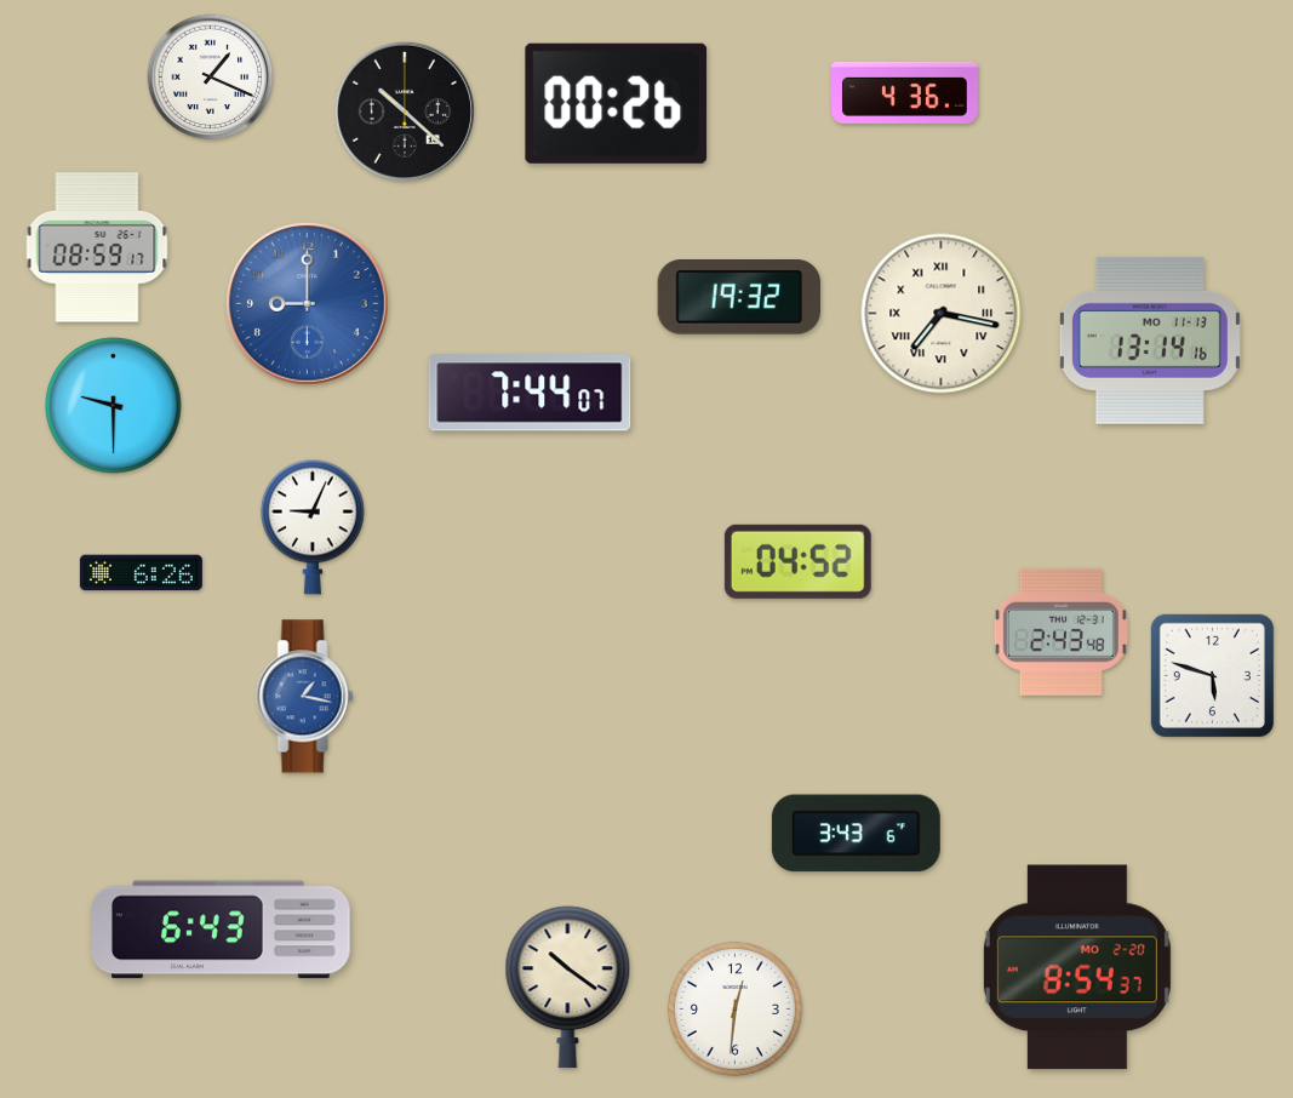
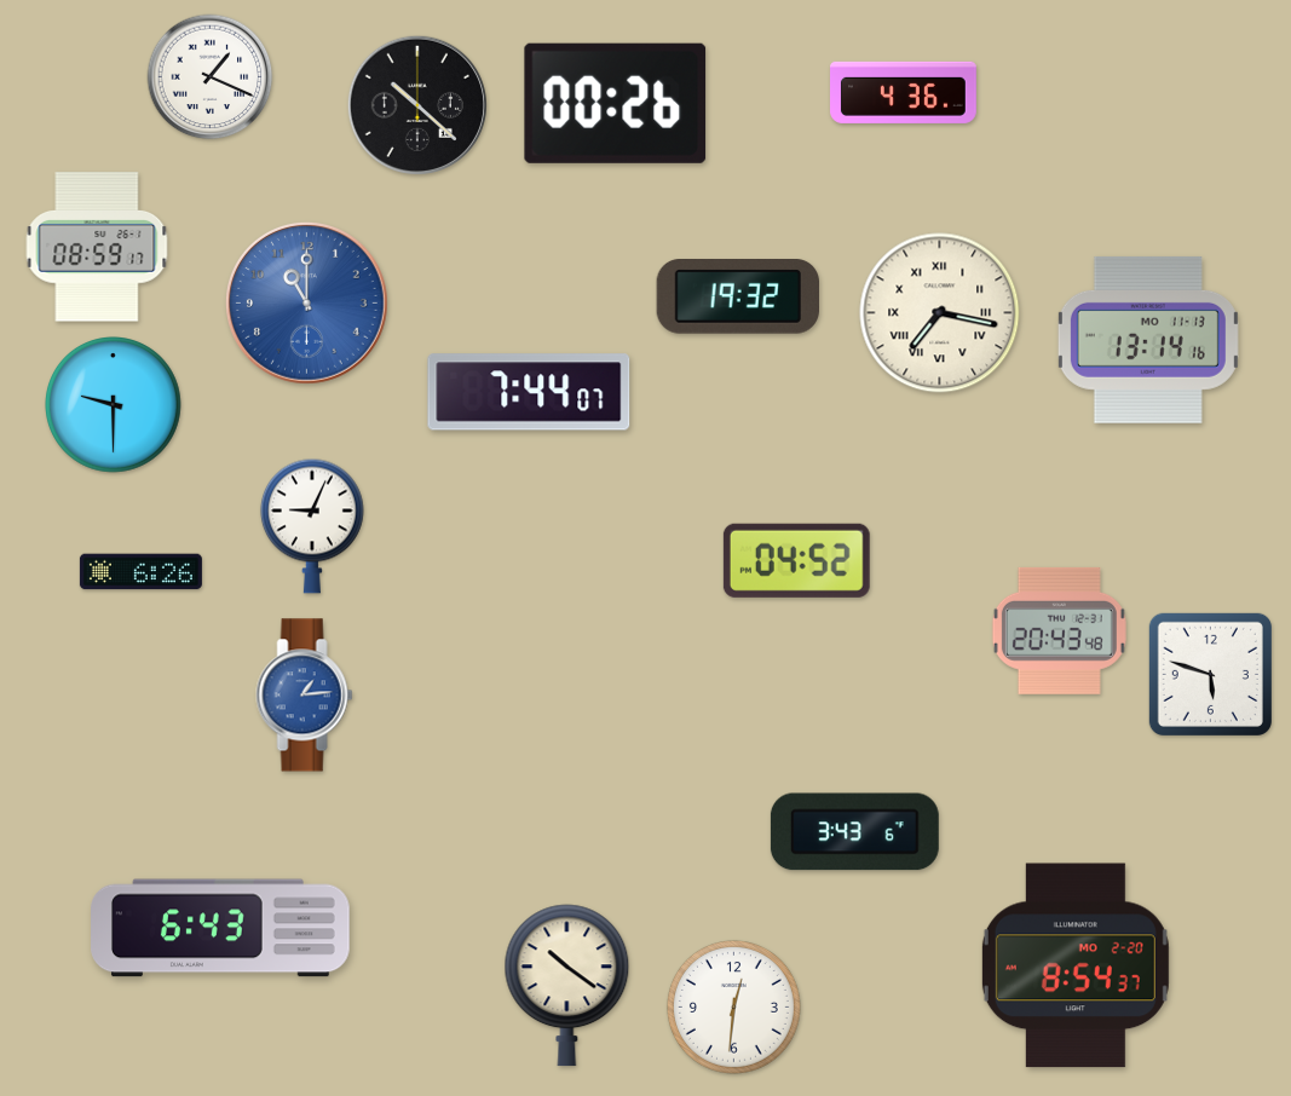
clock at (405, 111) position: (405, 111) -> (417, 105)
clock at (308, 304): 9:00 -> 11:00
clock at (1060, 631): 2:43 -> 20:43
clock at (305, 697): 1:17 -> 1:14
